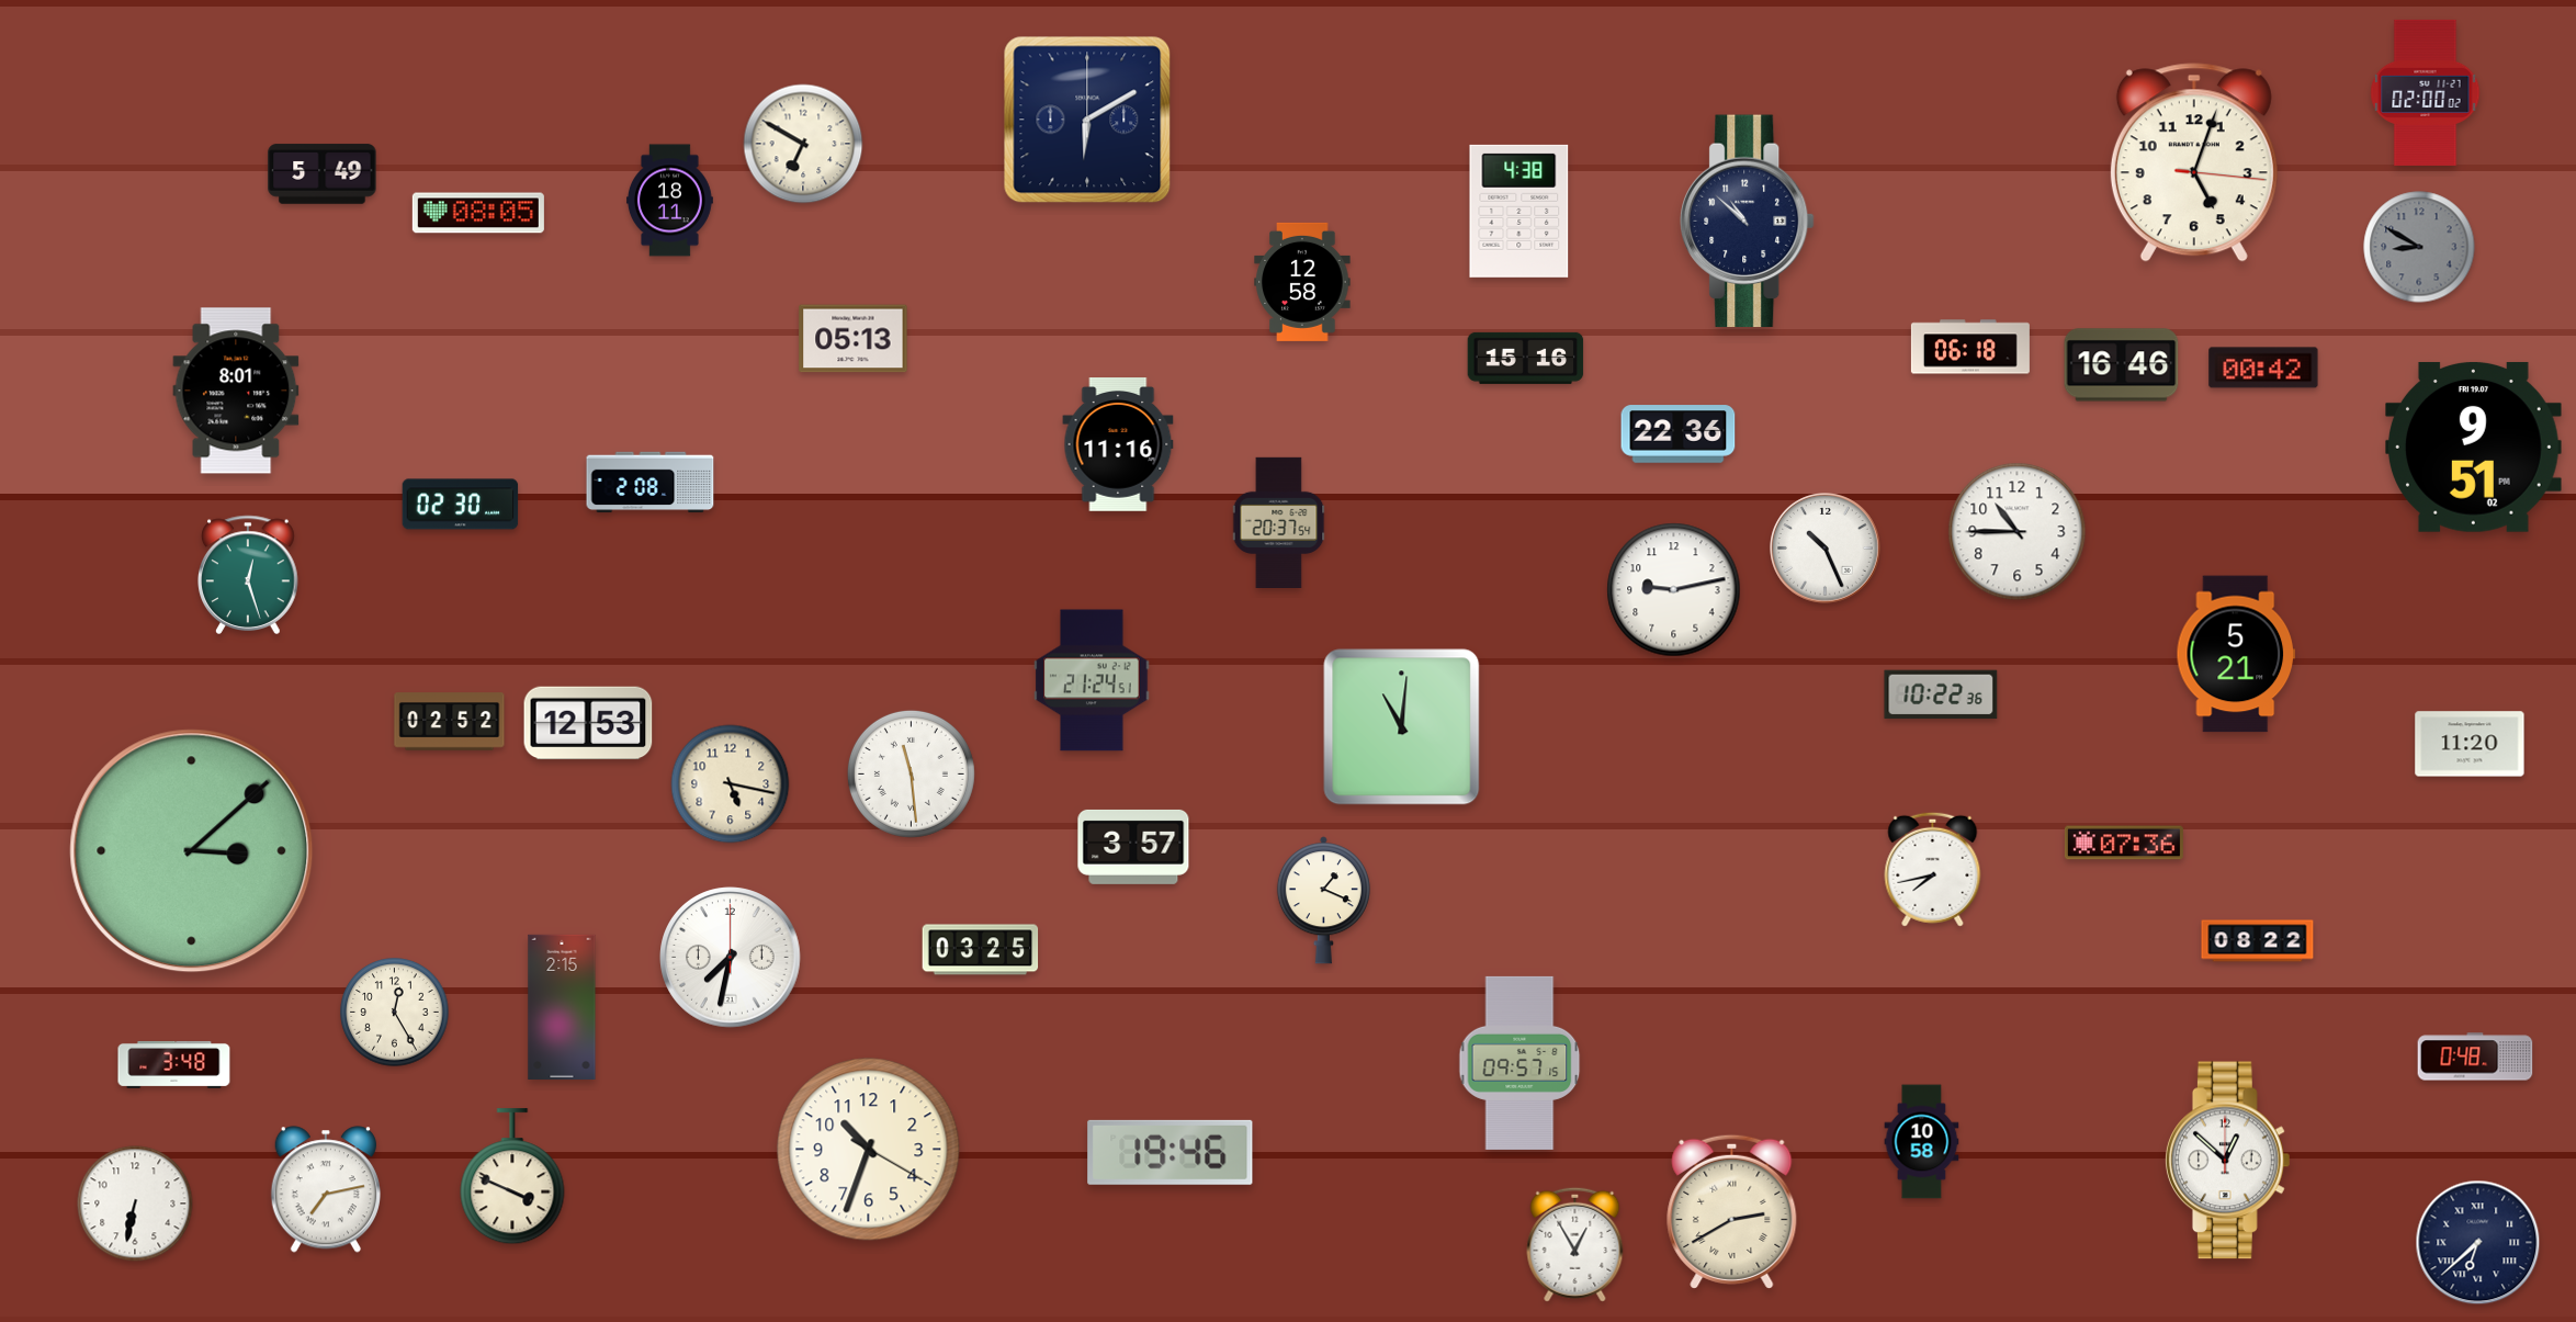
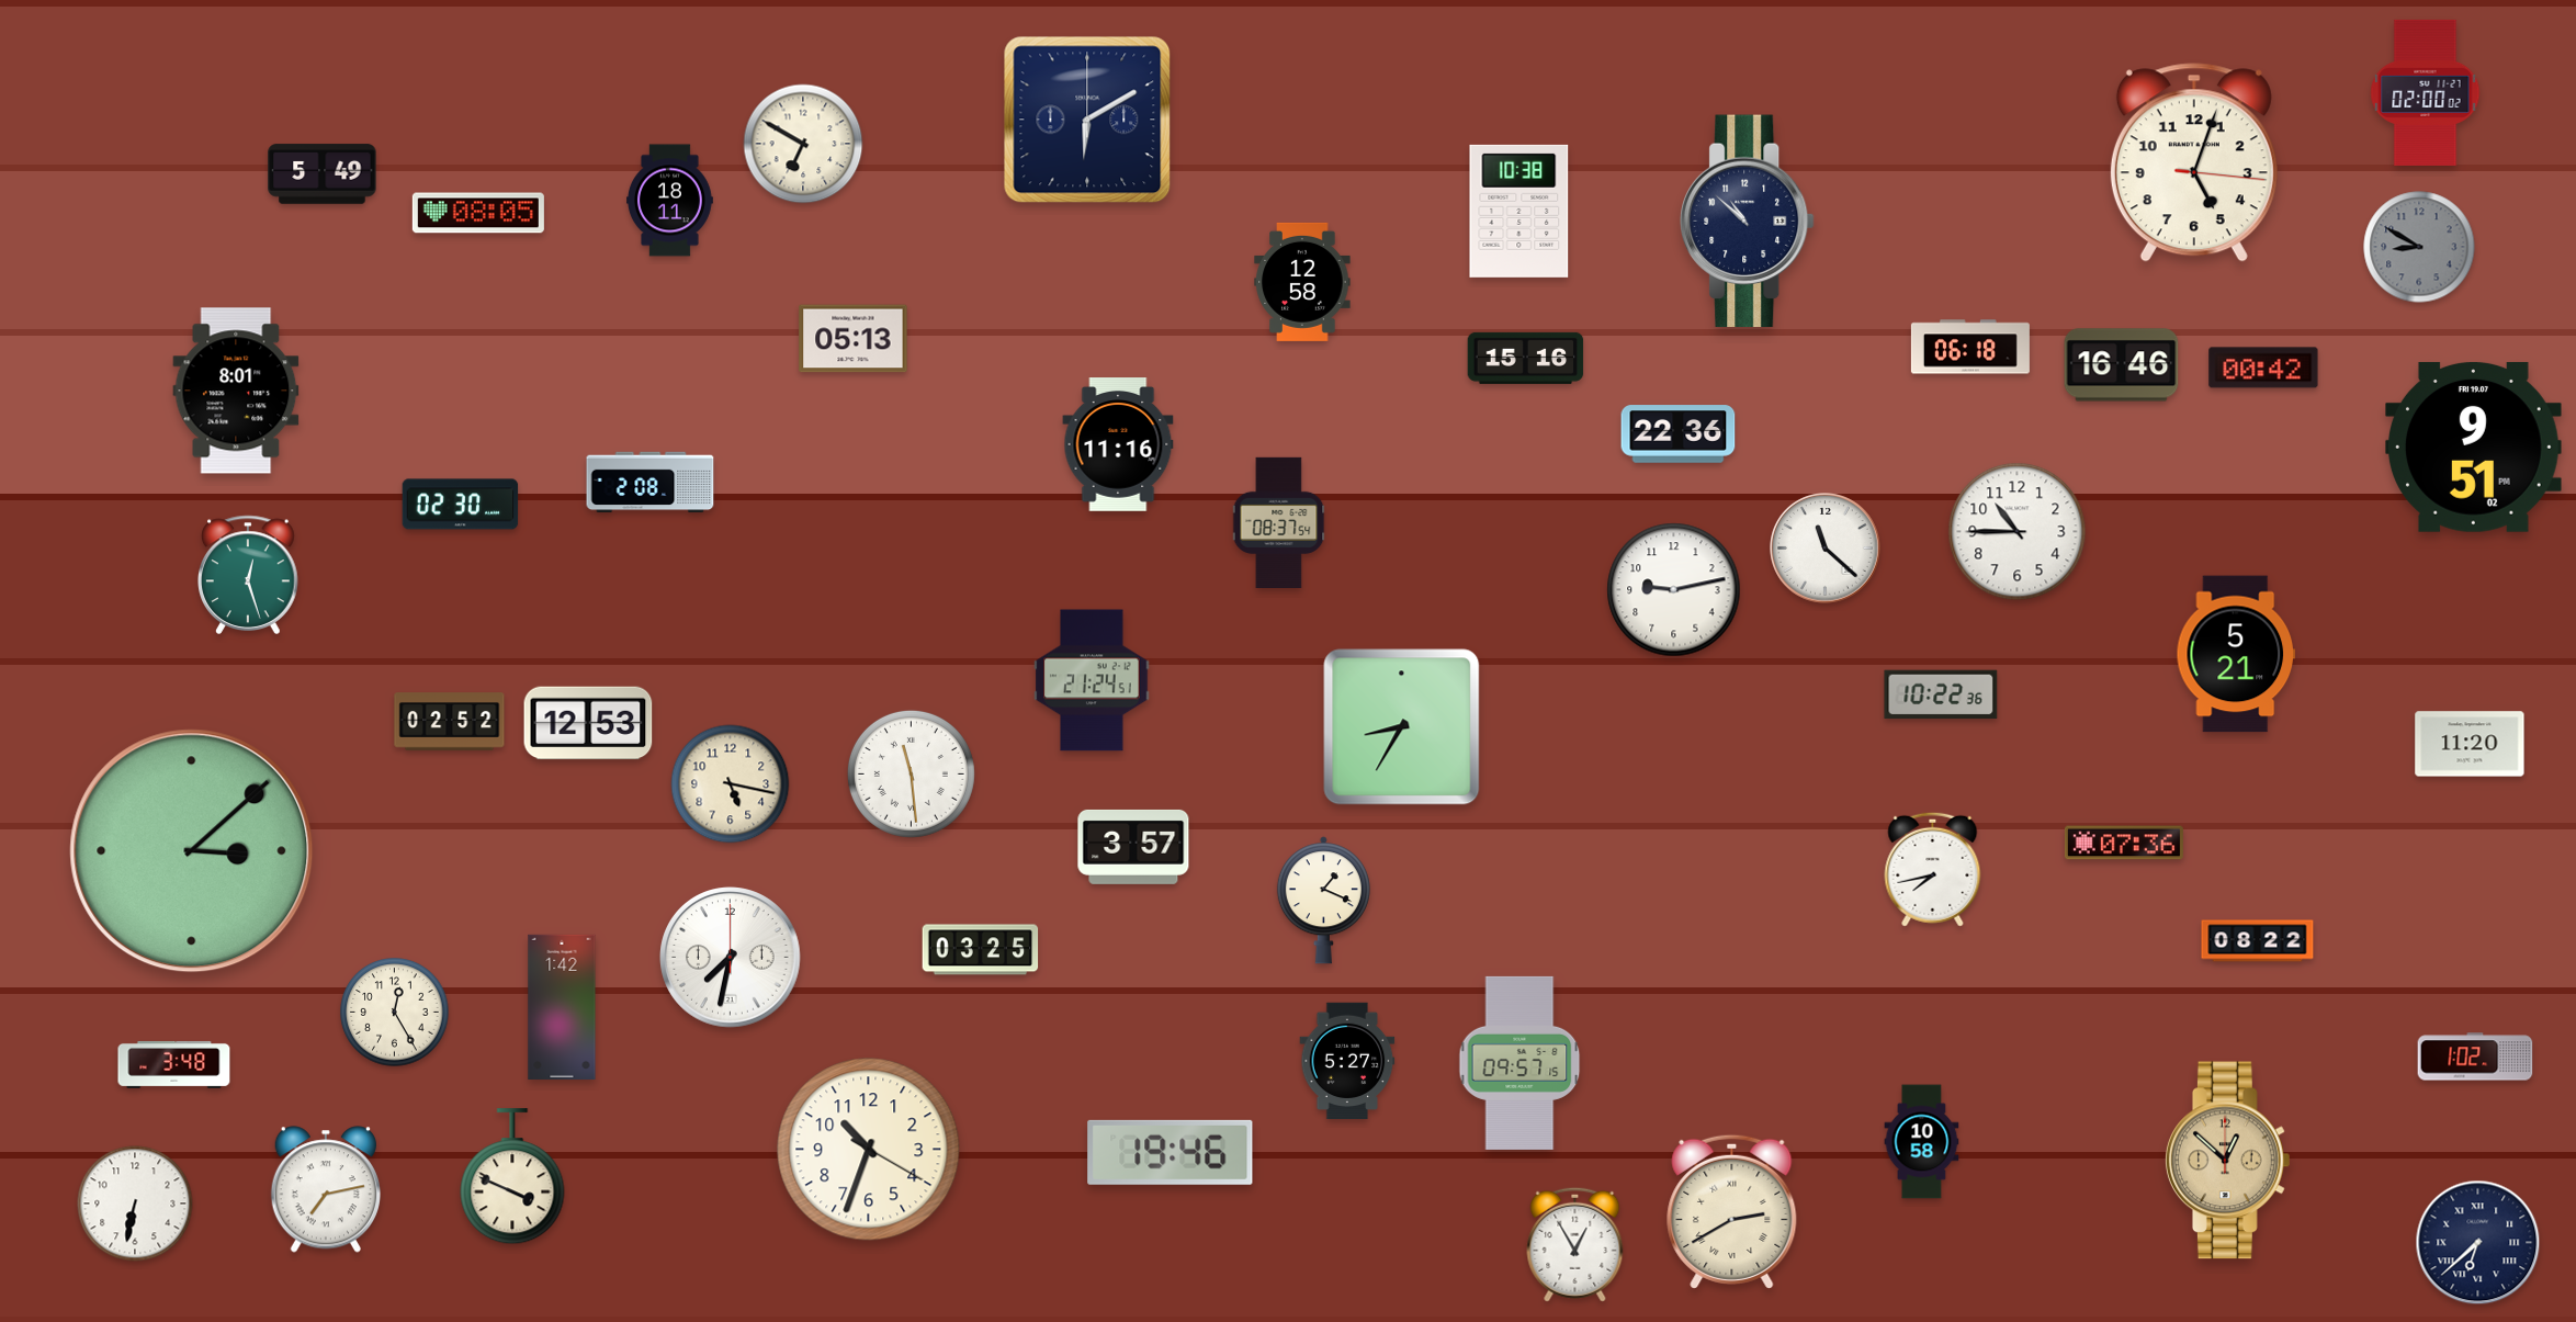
clock at (1519, 211): 4:38 -> 10:38
clock at (1279, 522): 20:37 -> 08:37
clock at (1826, 549): 10:26 -> 11:22
clock at (1402, 727): 11:01 -> 8:35
clock at (562, 1007): 2:15 -> 1:42
clock at (2475, 1057): 0:48 -> 1:02
clock at (1347, 1060): none -> 5:27
clock at (2227, 1161) dial: white -> champagne
